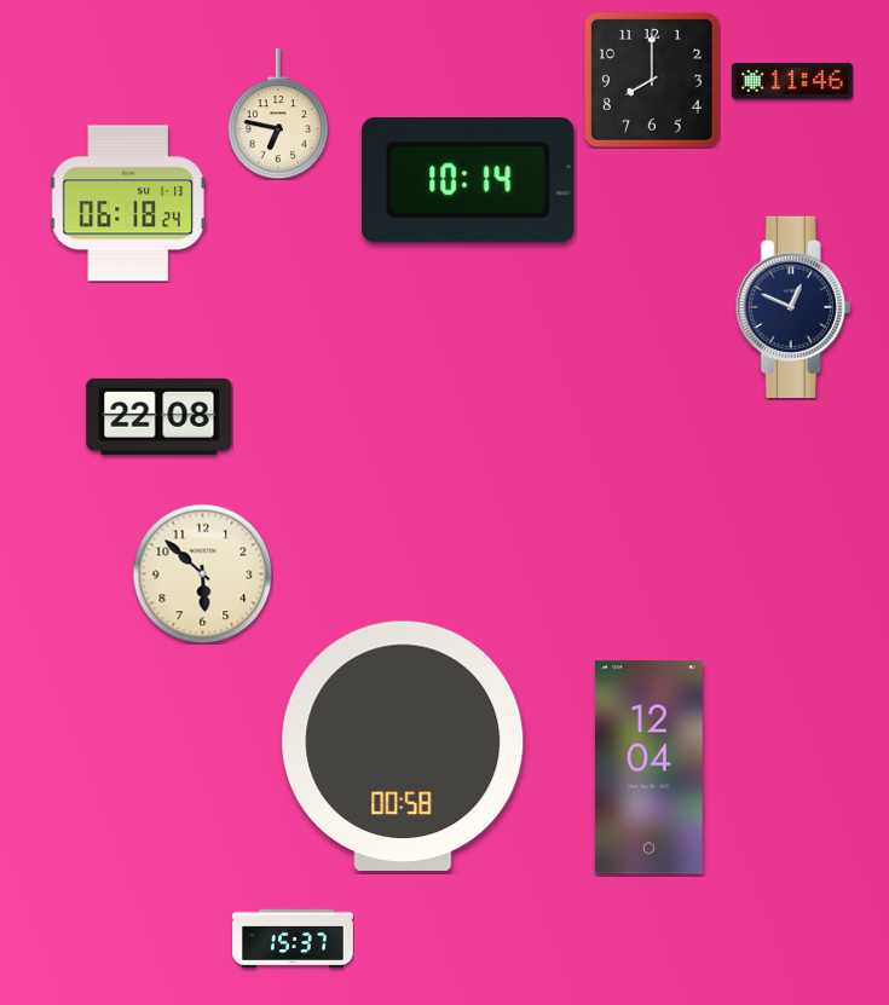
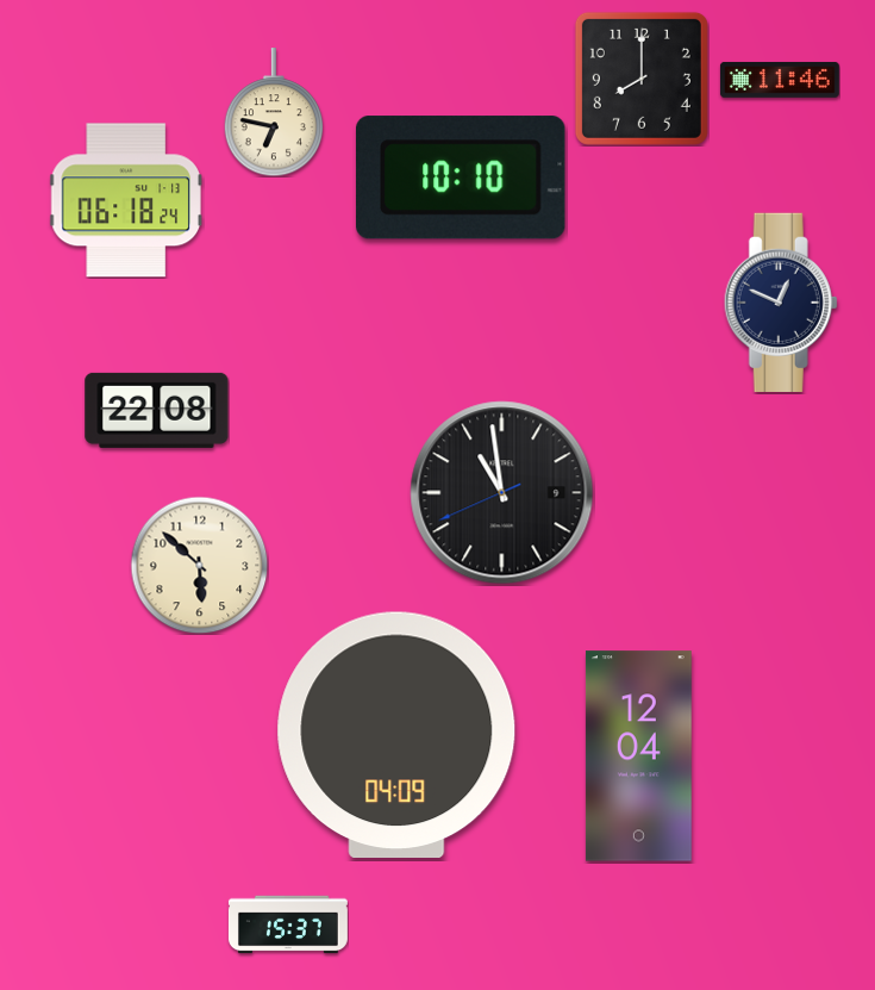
clock at (468, 180): 10:14 -> 10:10
clock at (502, 493): none -> 10:58
clock at (403, 745): 00:58 -> 04:09
